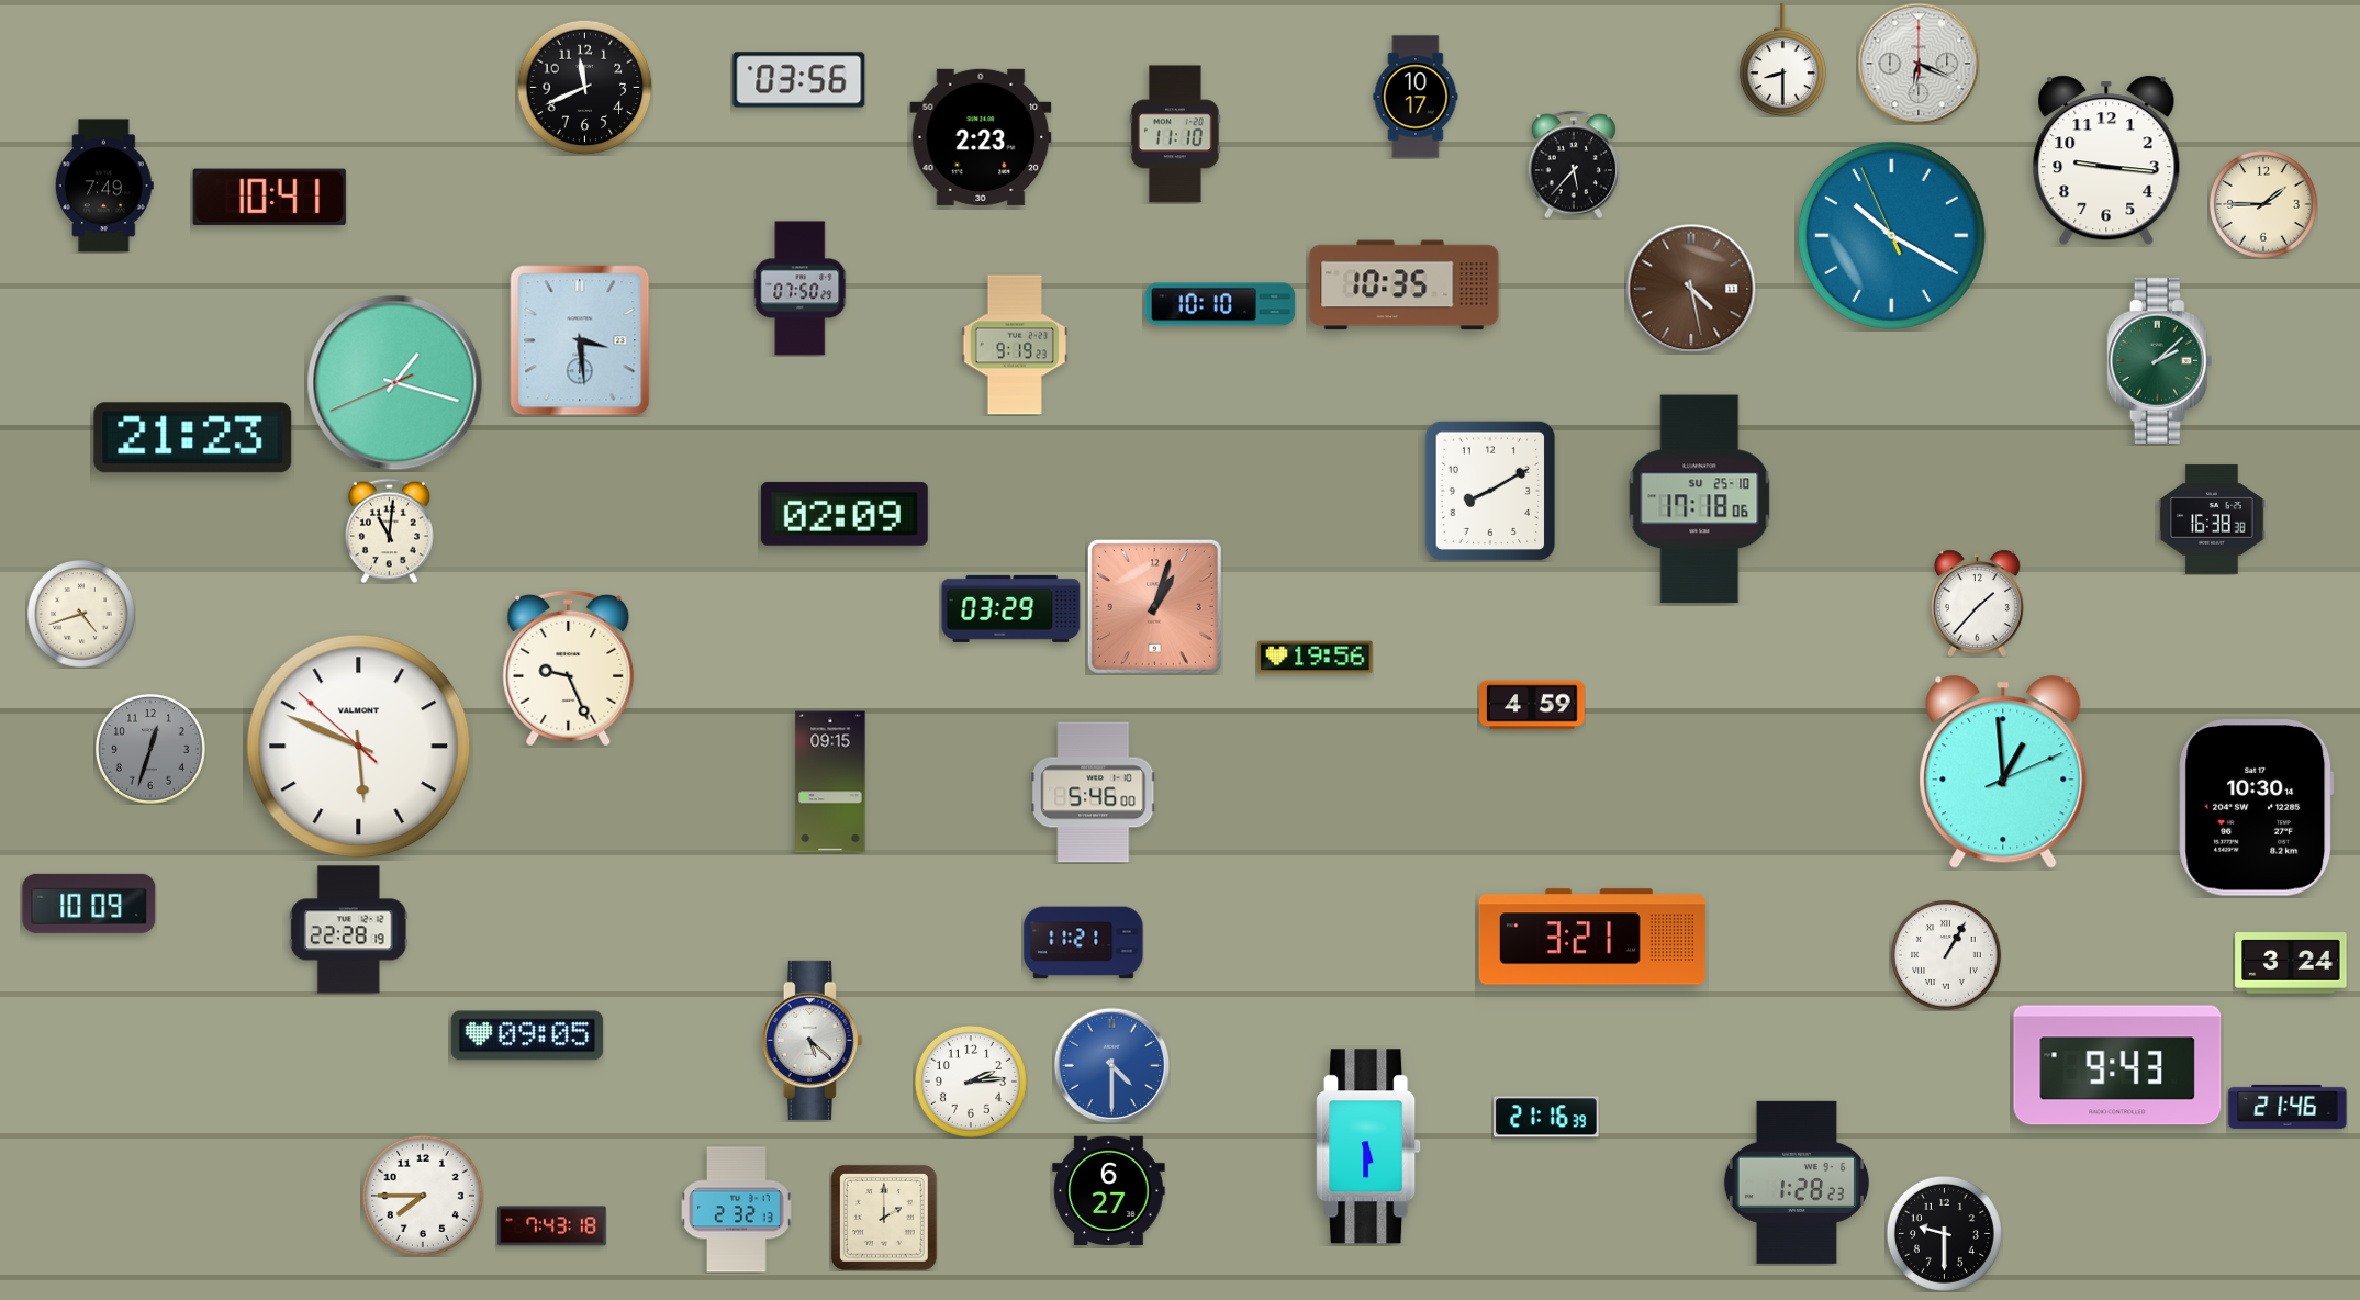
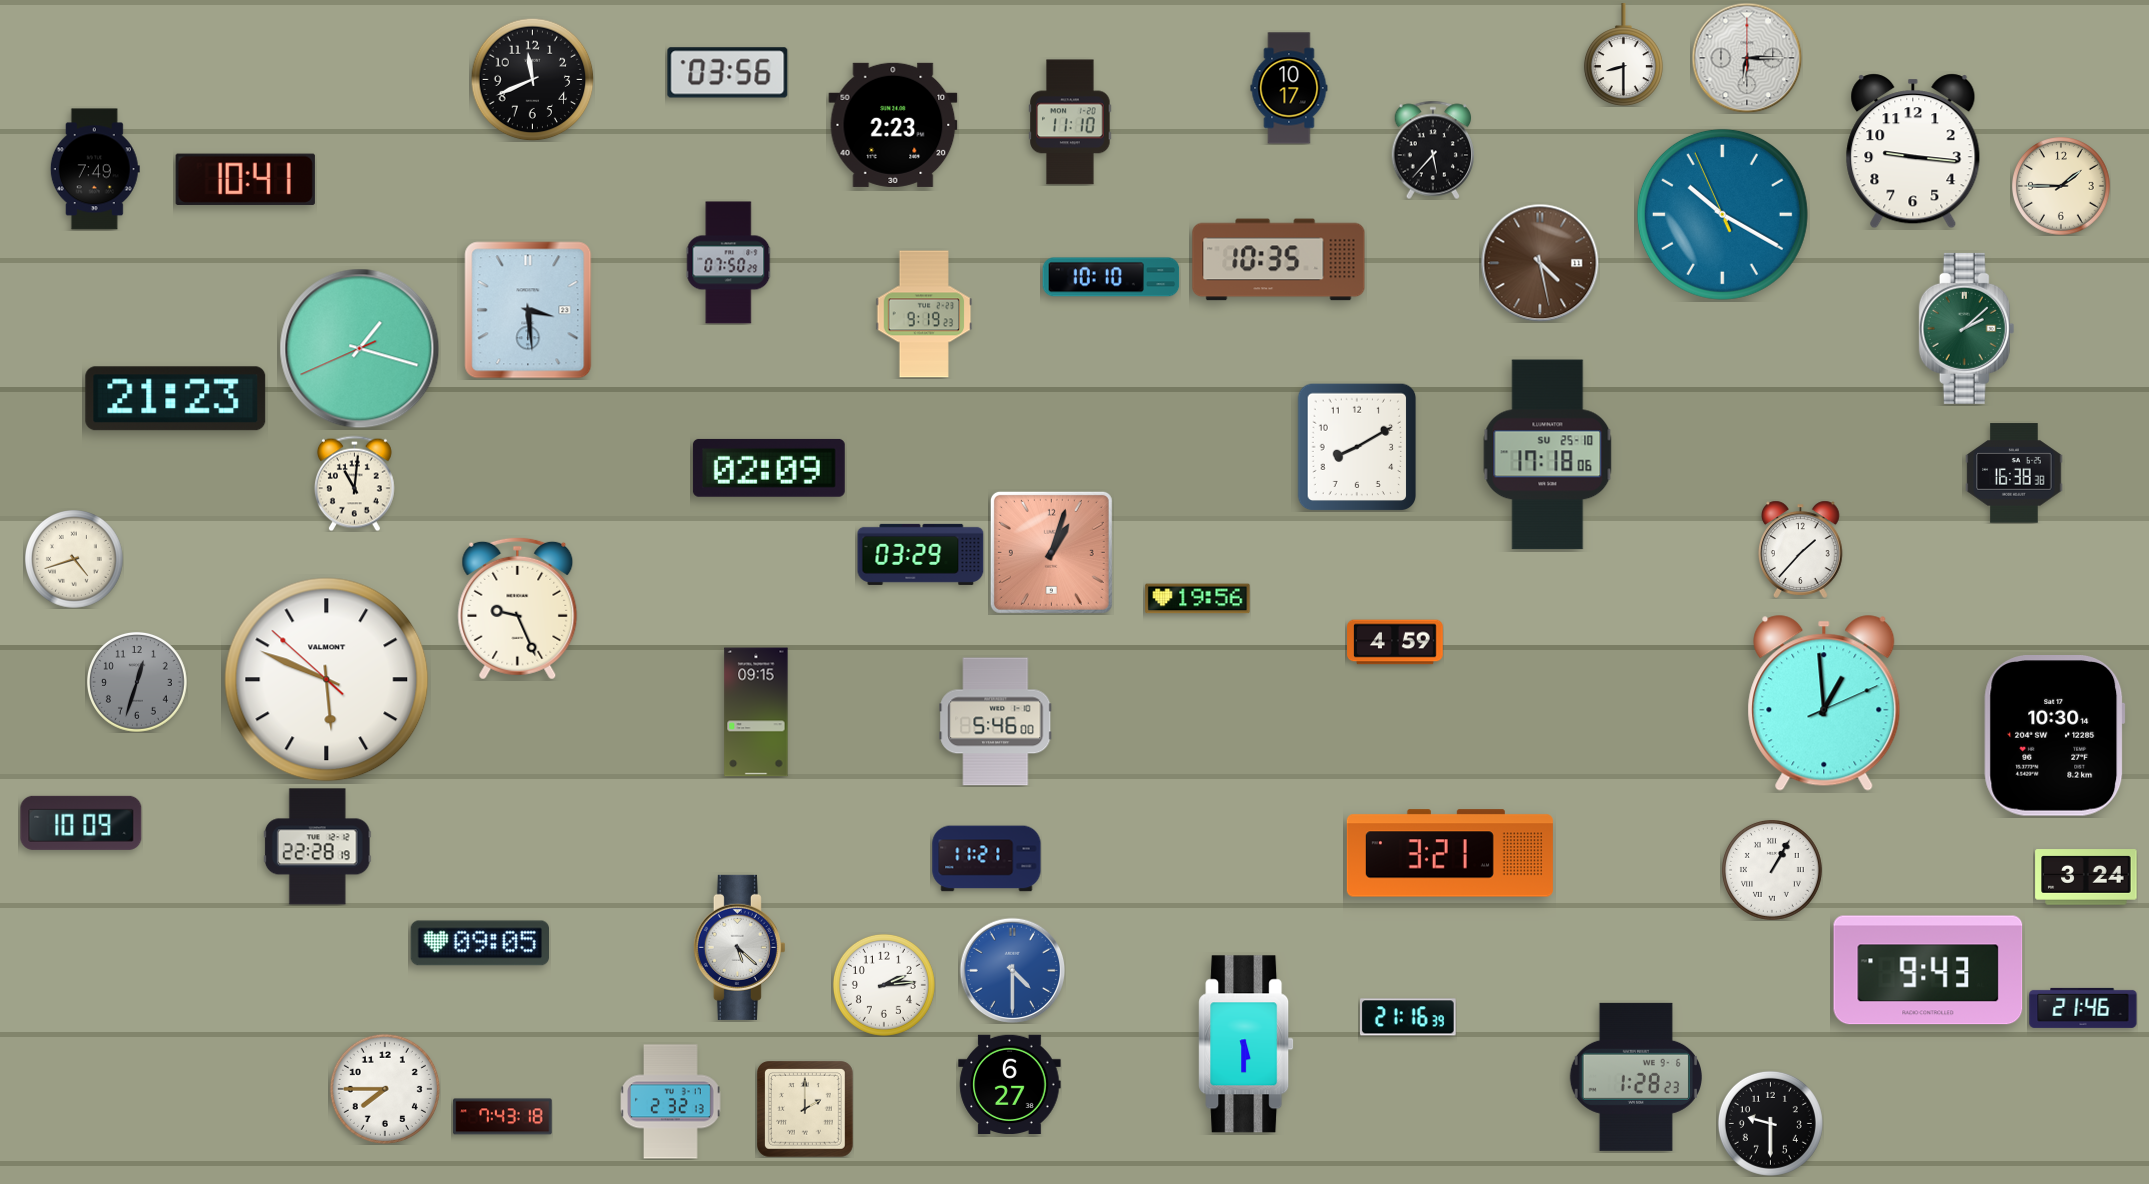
clock at (1919, 64): 6:19 -> 6:15
clock at (2106, 160) position: (2106, 160) -> (1913, 151)
